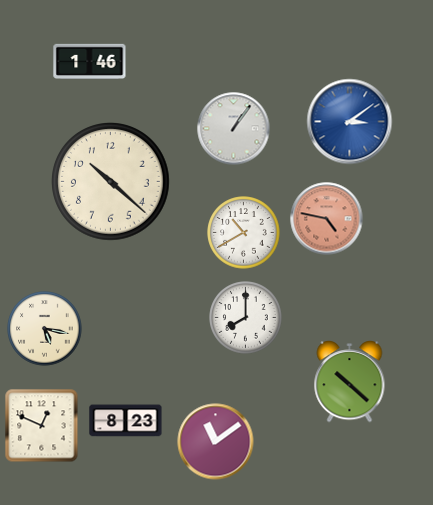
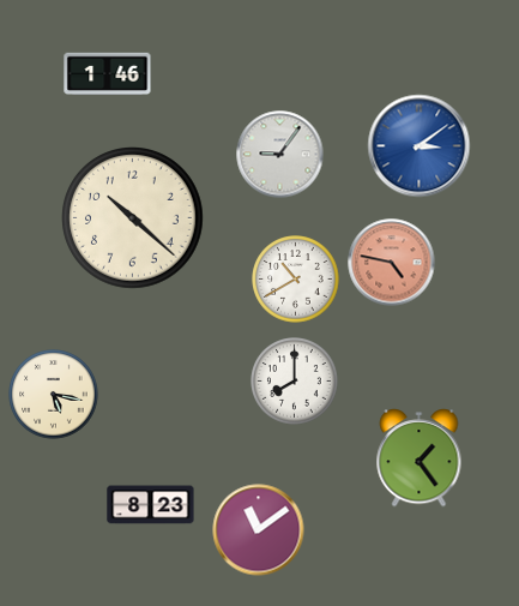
clock at (234, 129): 1:06 -> 9:06
clock at (244, 233) position: (244, 233) -> (296, 280)
clock at (350, 382): 10:22 -> 1:24
clock at (42, 426): 12:49 -> none
